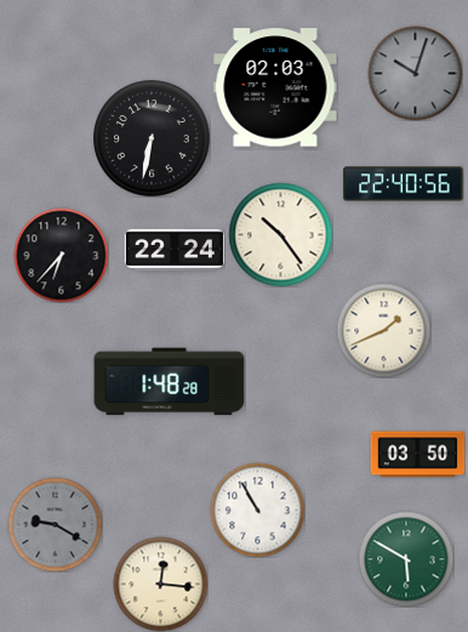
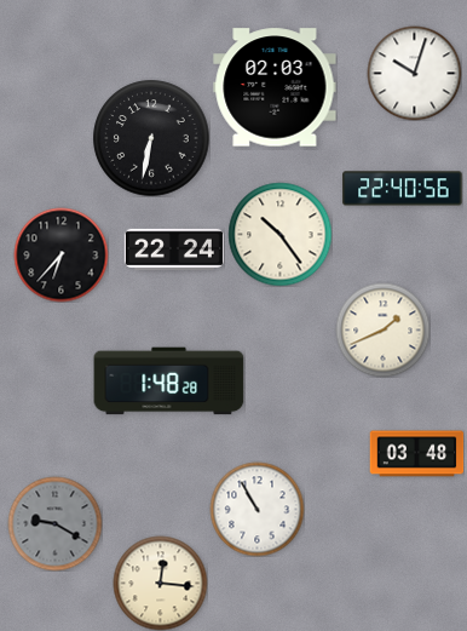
clock at (415, 73) dial: grey -> white
clock at (404, 184) position: (404, 184) -> (403, 189)
clock at (417, 455): 03:50 -> 03:48
clock at (406, 559): 5:50 -> none
